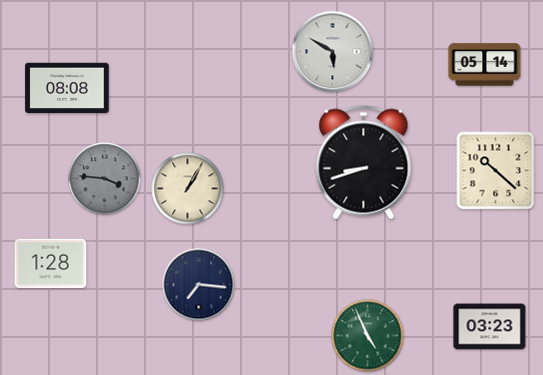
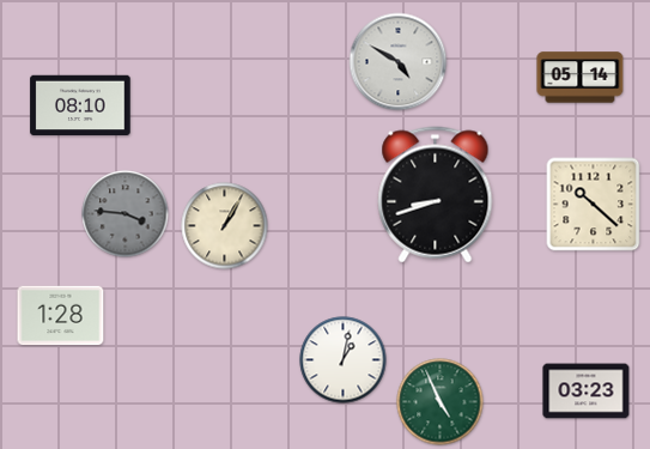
clock at (333, 52): 5:50 -> 4:50
clock at (67, 88): 08:08 -> 08:10
clock at (199, 285): 7:16 -> none
clock at (344, 360): none -> 1:02
